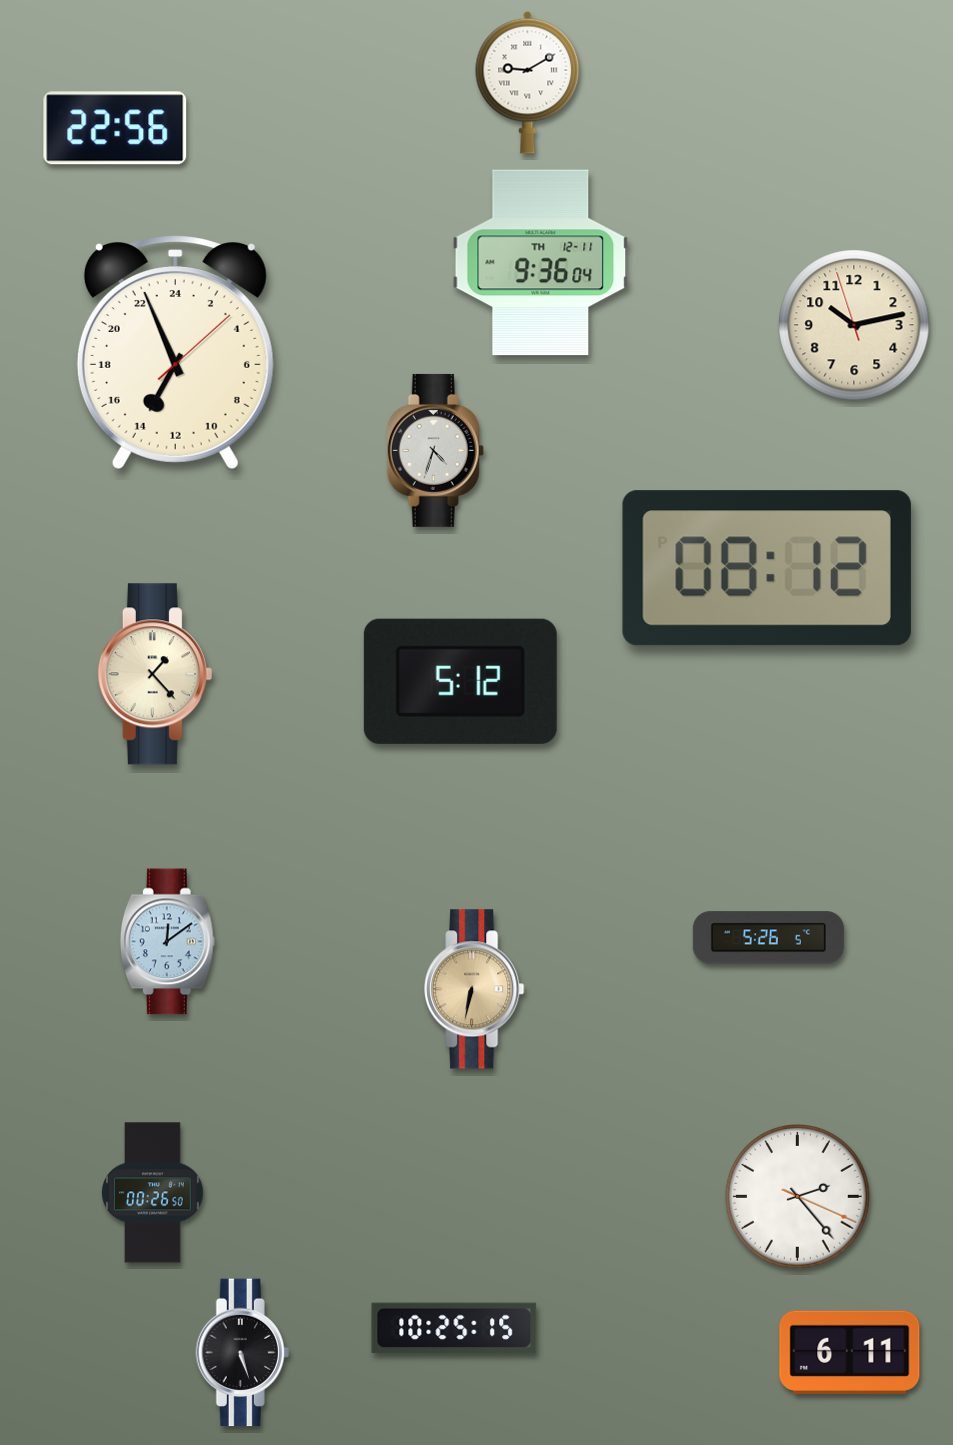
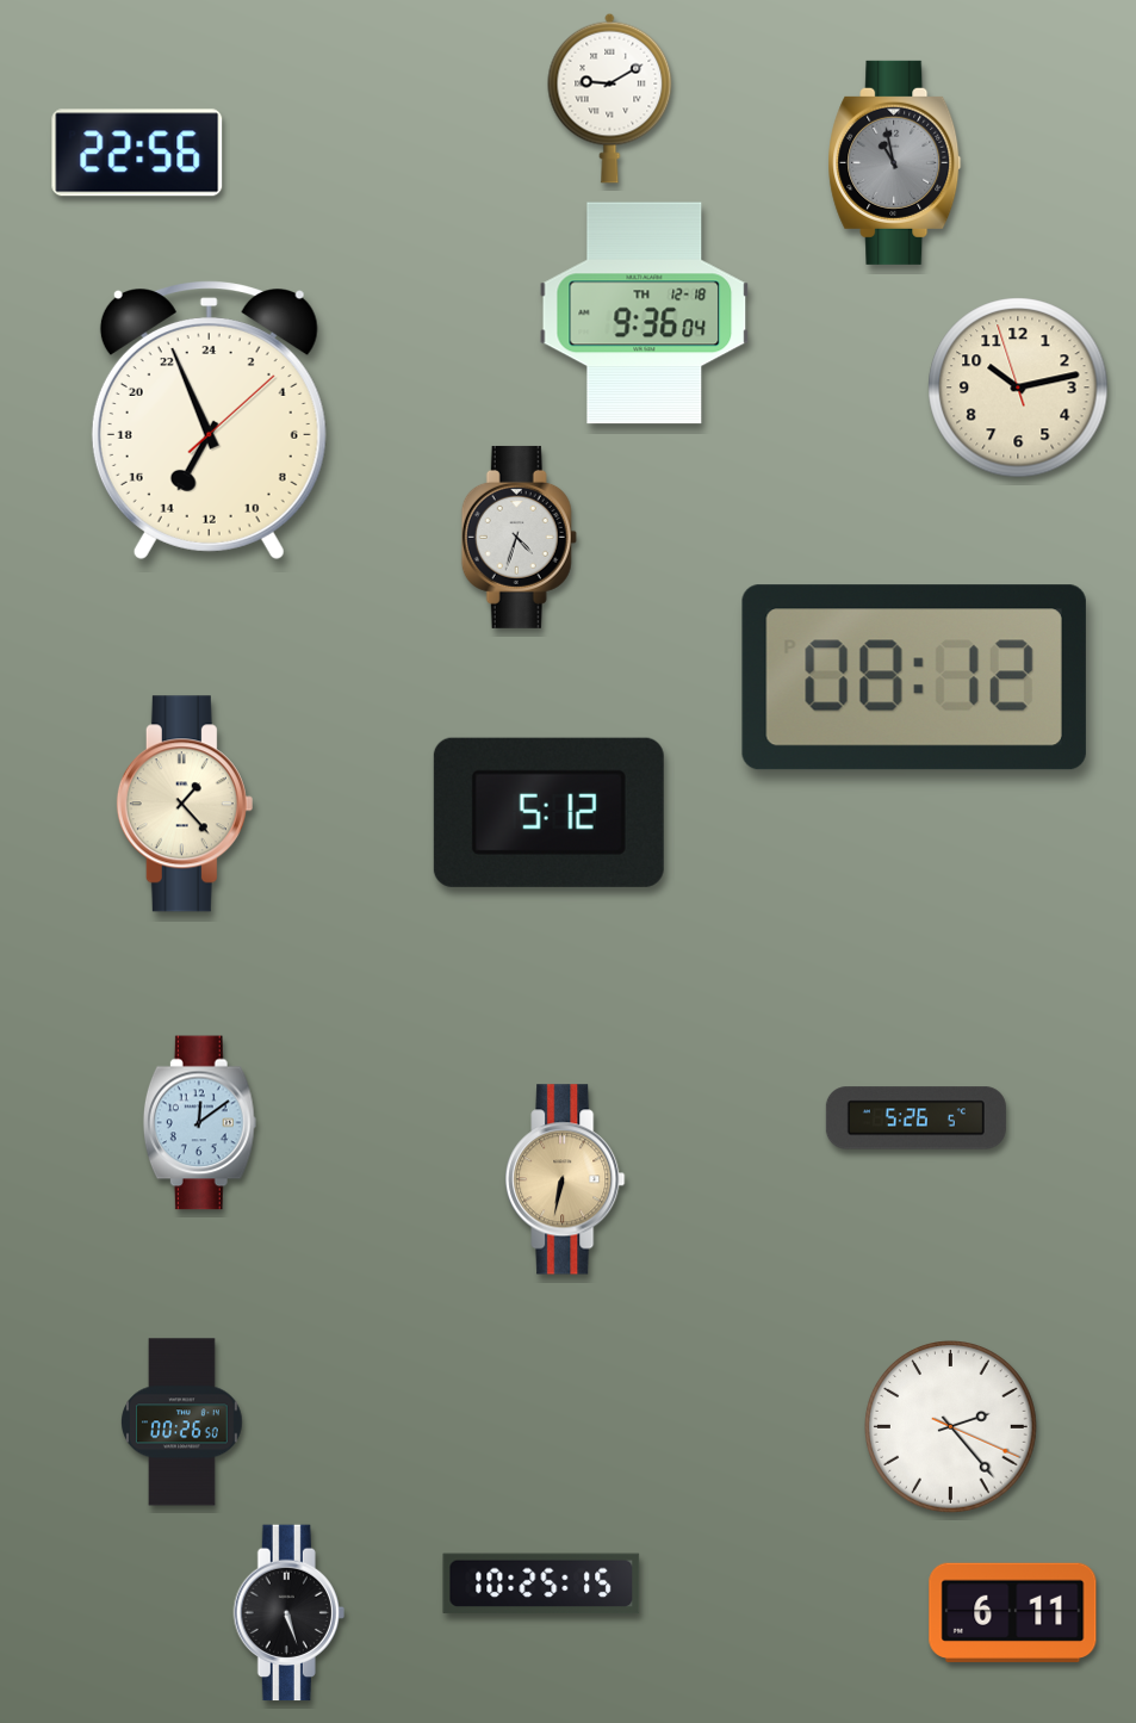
clock at (528, 82) position: (528, 82) -> (610, 98)
clock at (895, 162): none -> 10:58
clock at (541, 263) date: TH 12-11 -> TH 12-18
